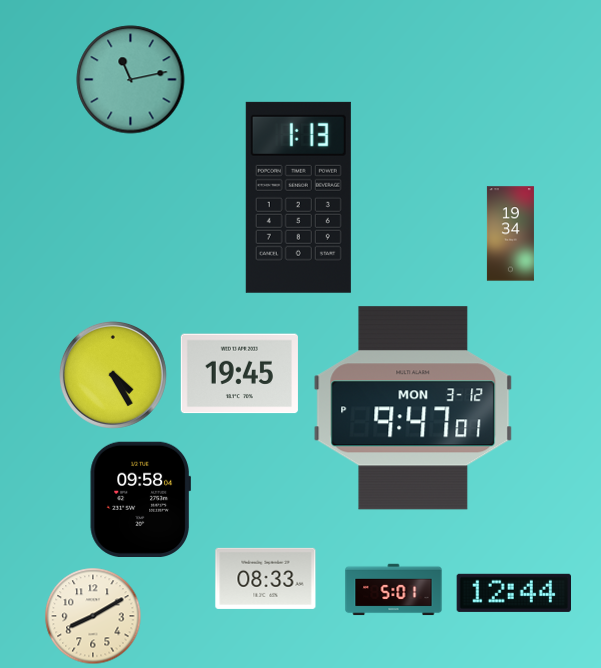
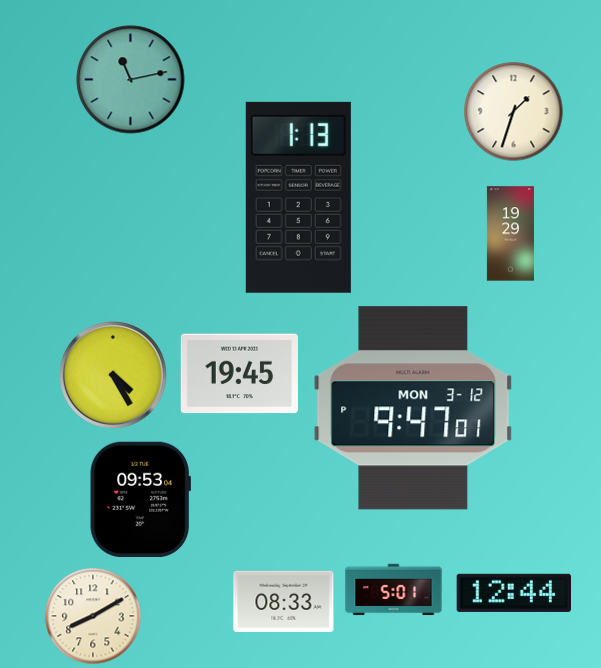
clock at (514, 112): none -> 1:33
clock at (510, 234): 19:34 -> 19:29
clock at (140, 499): 09:58 -> 09:53
clock at (266, 578) position: (266, 578) -> (284, 601)
